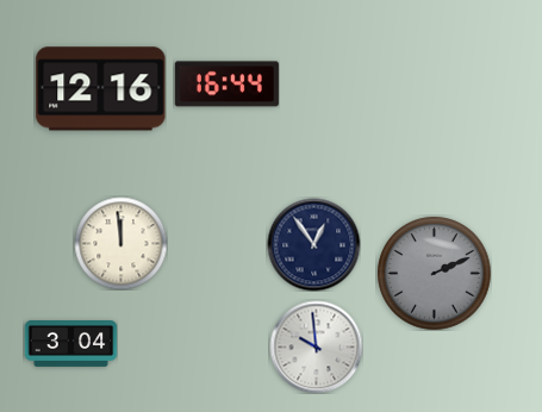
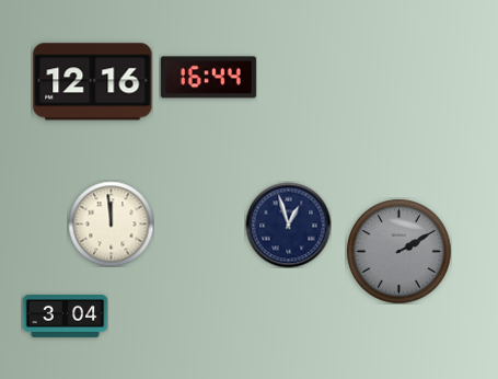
clock at (313, 244): 12:54 -> 12:57
clock at (434, 273): 2:11 -> 2:10
clock at (316, 347): 9:59 -> none
